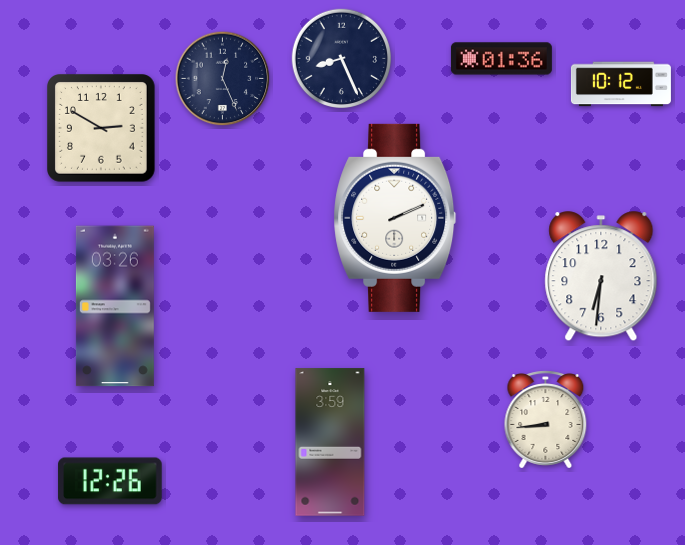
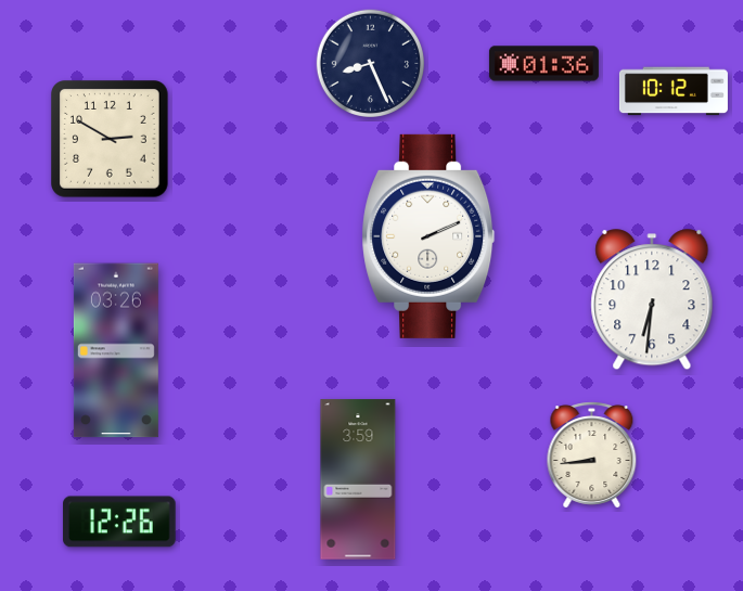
clock at (223, 79): 12:26 -> none
clock at (115, 306) position: (115, 306) -> (116, 350)
